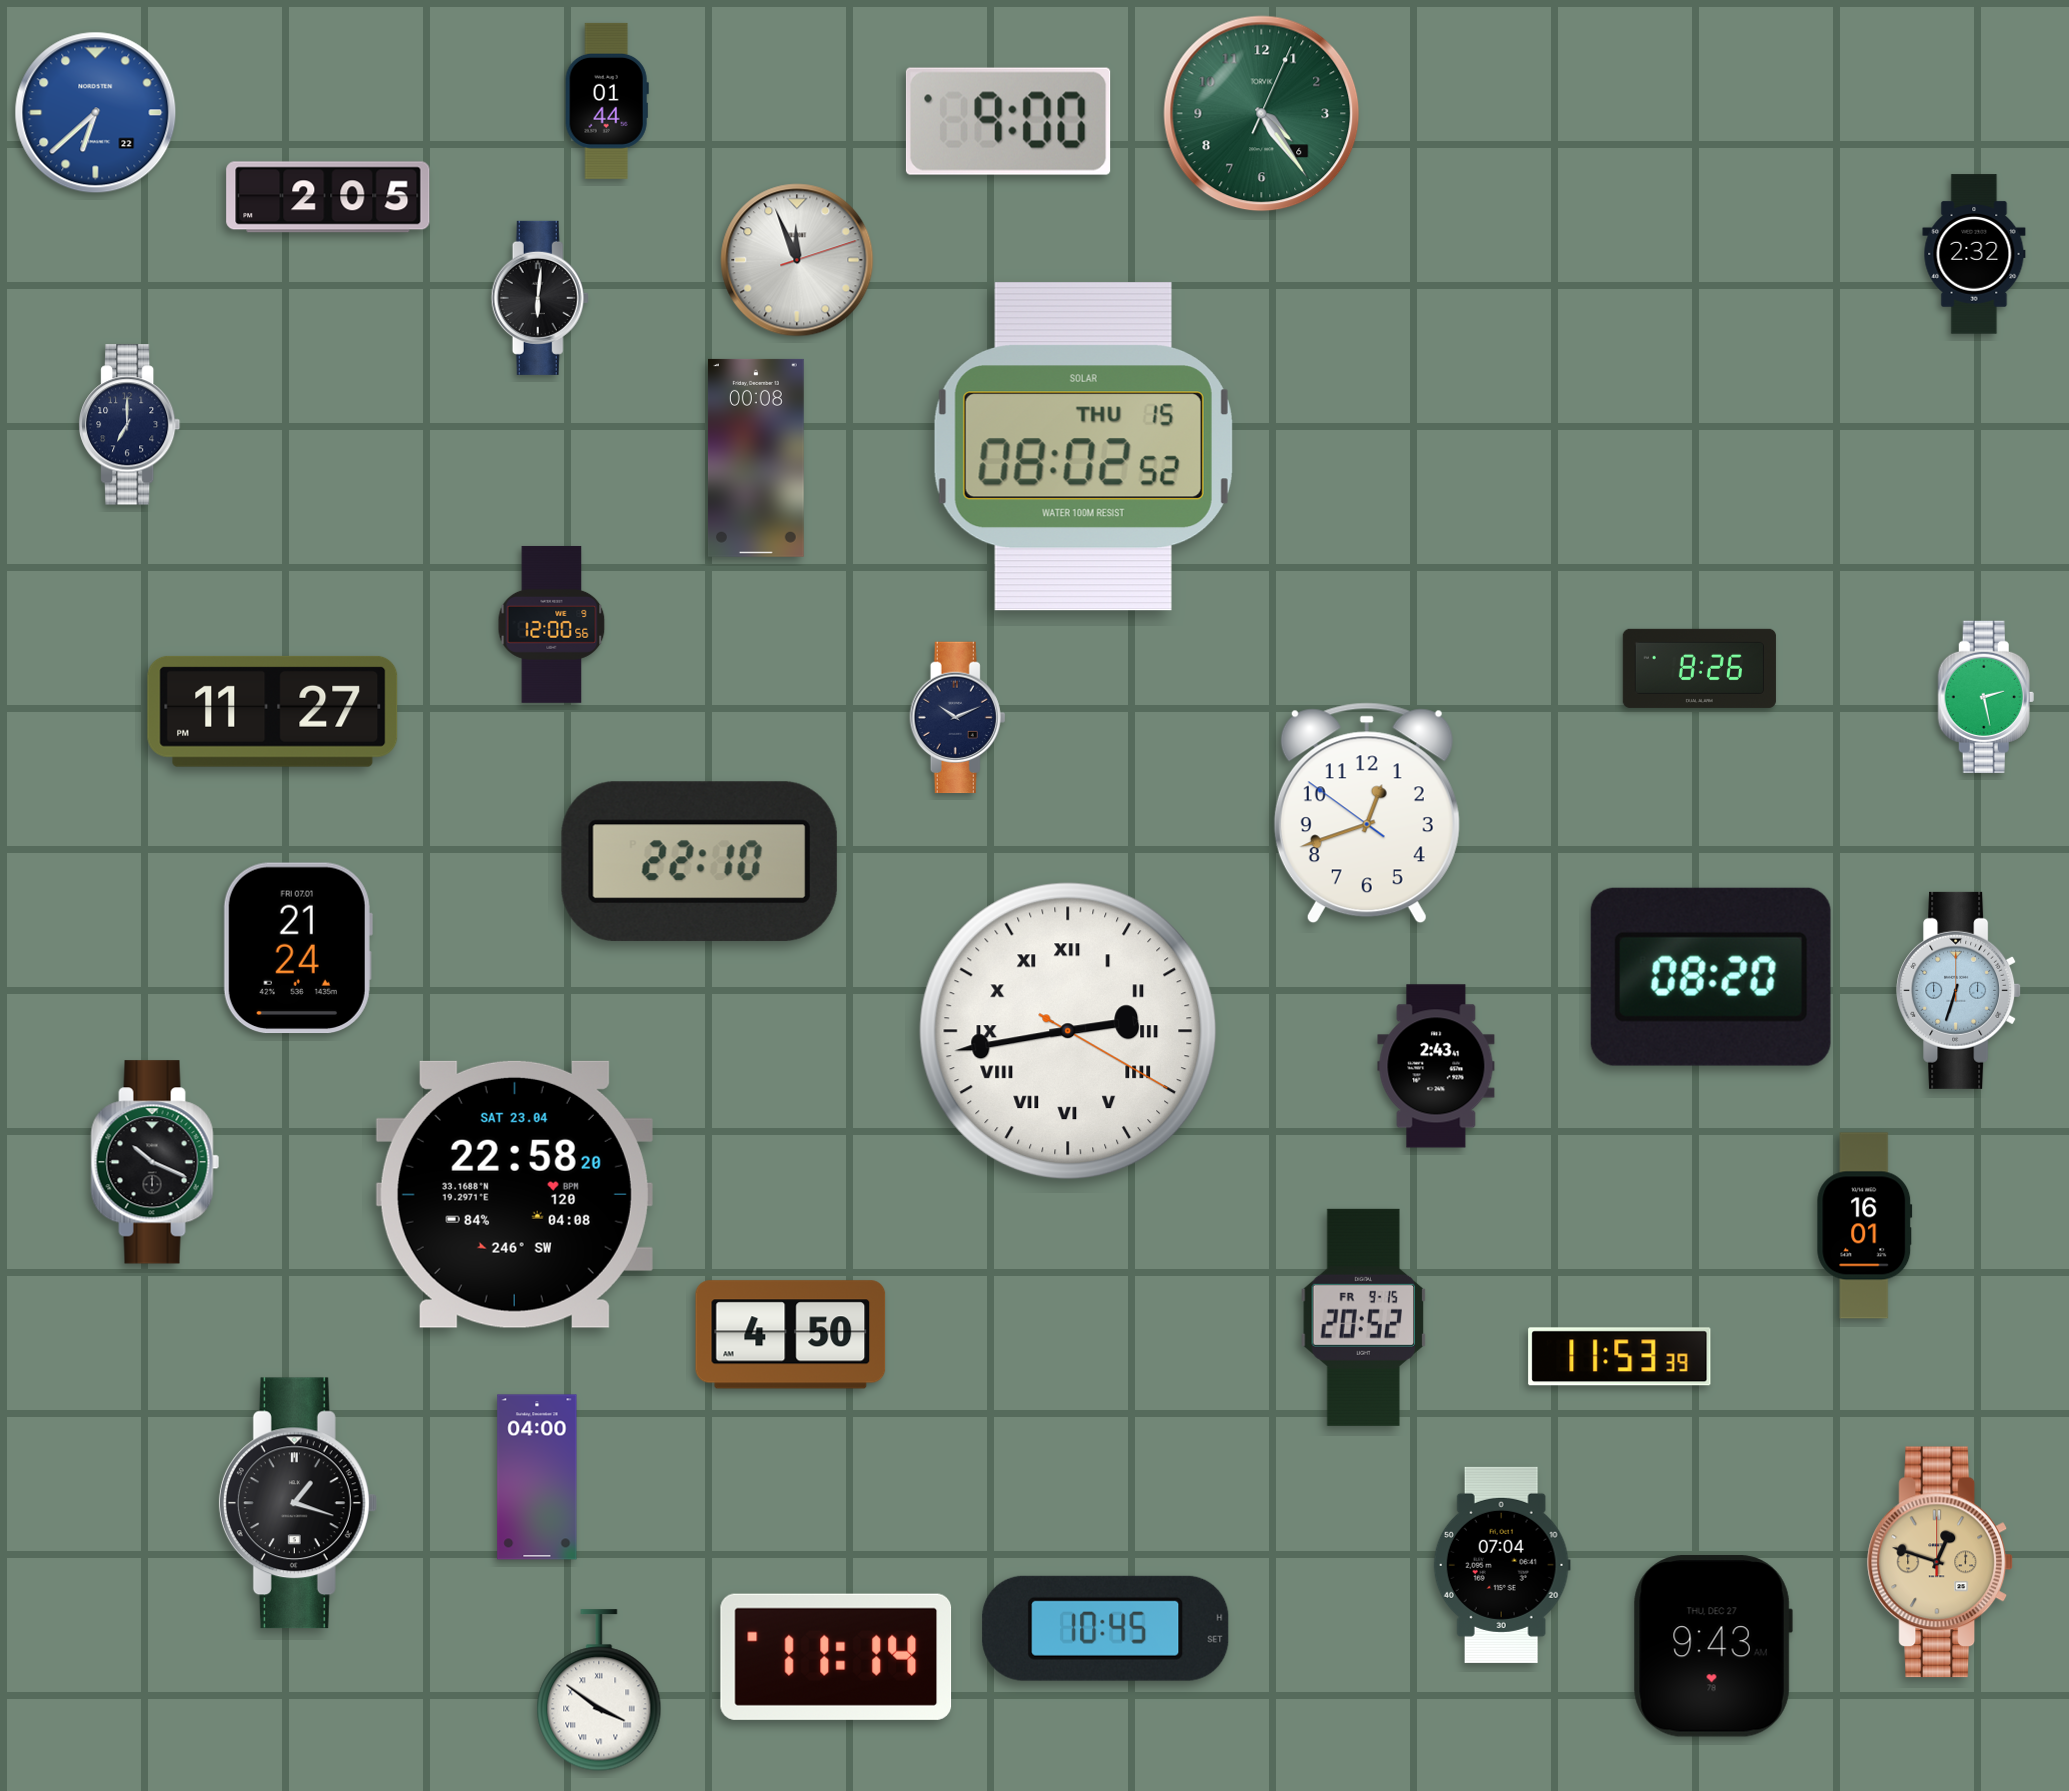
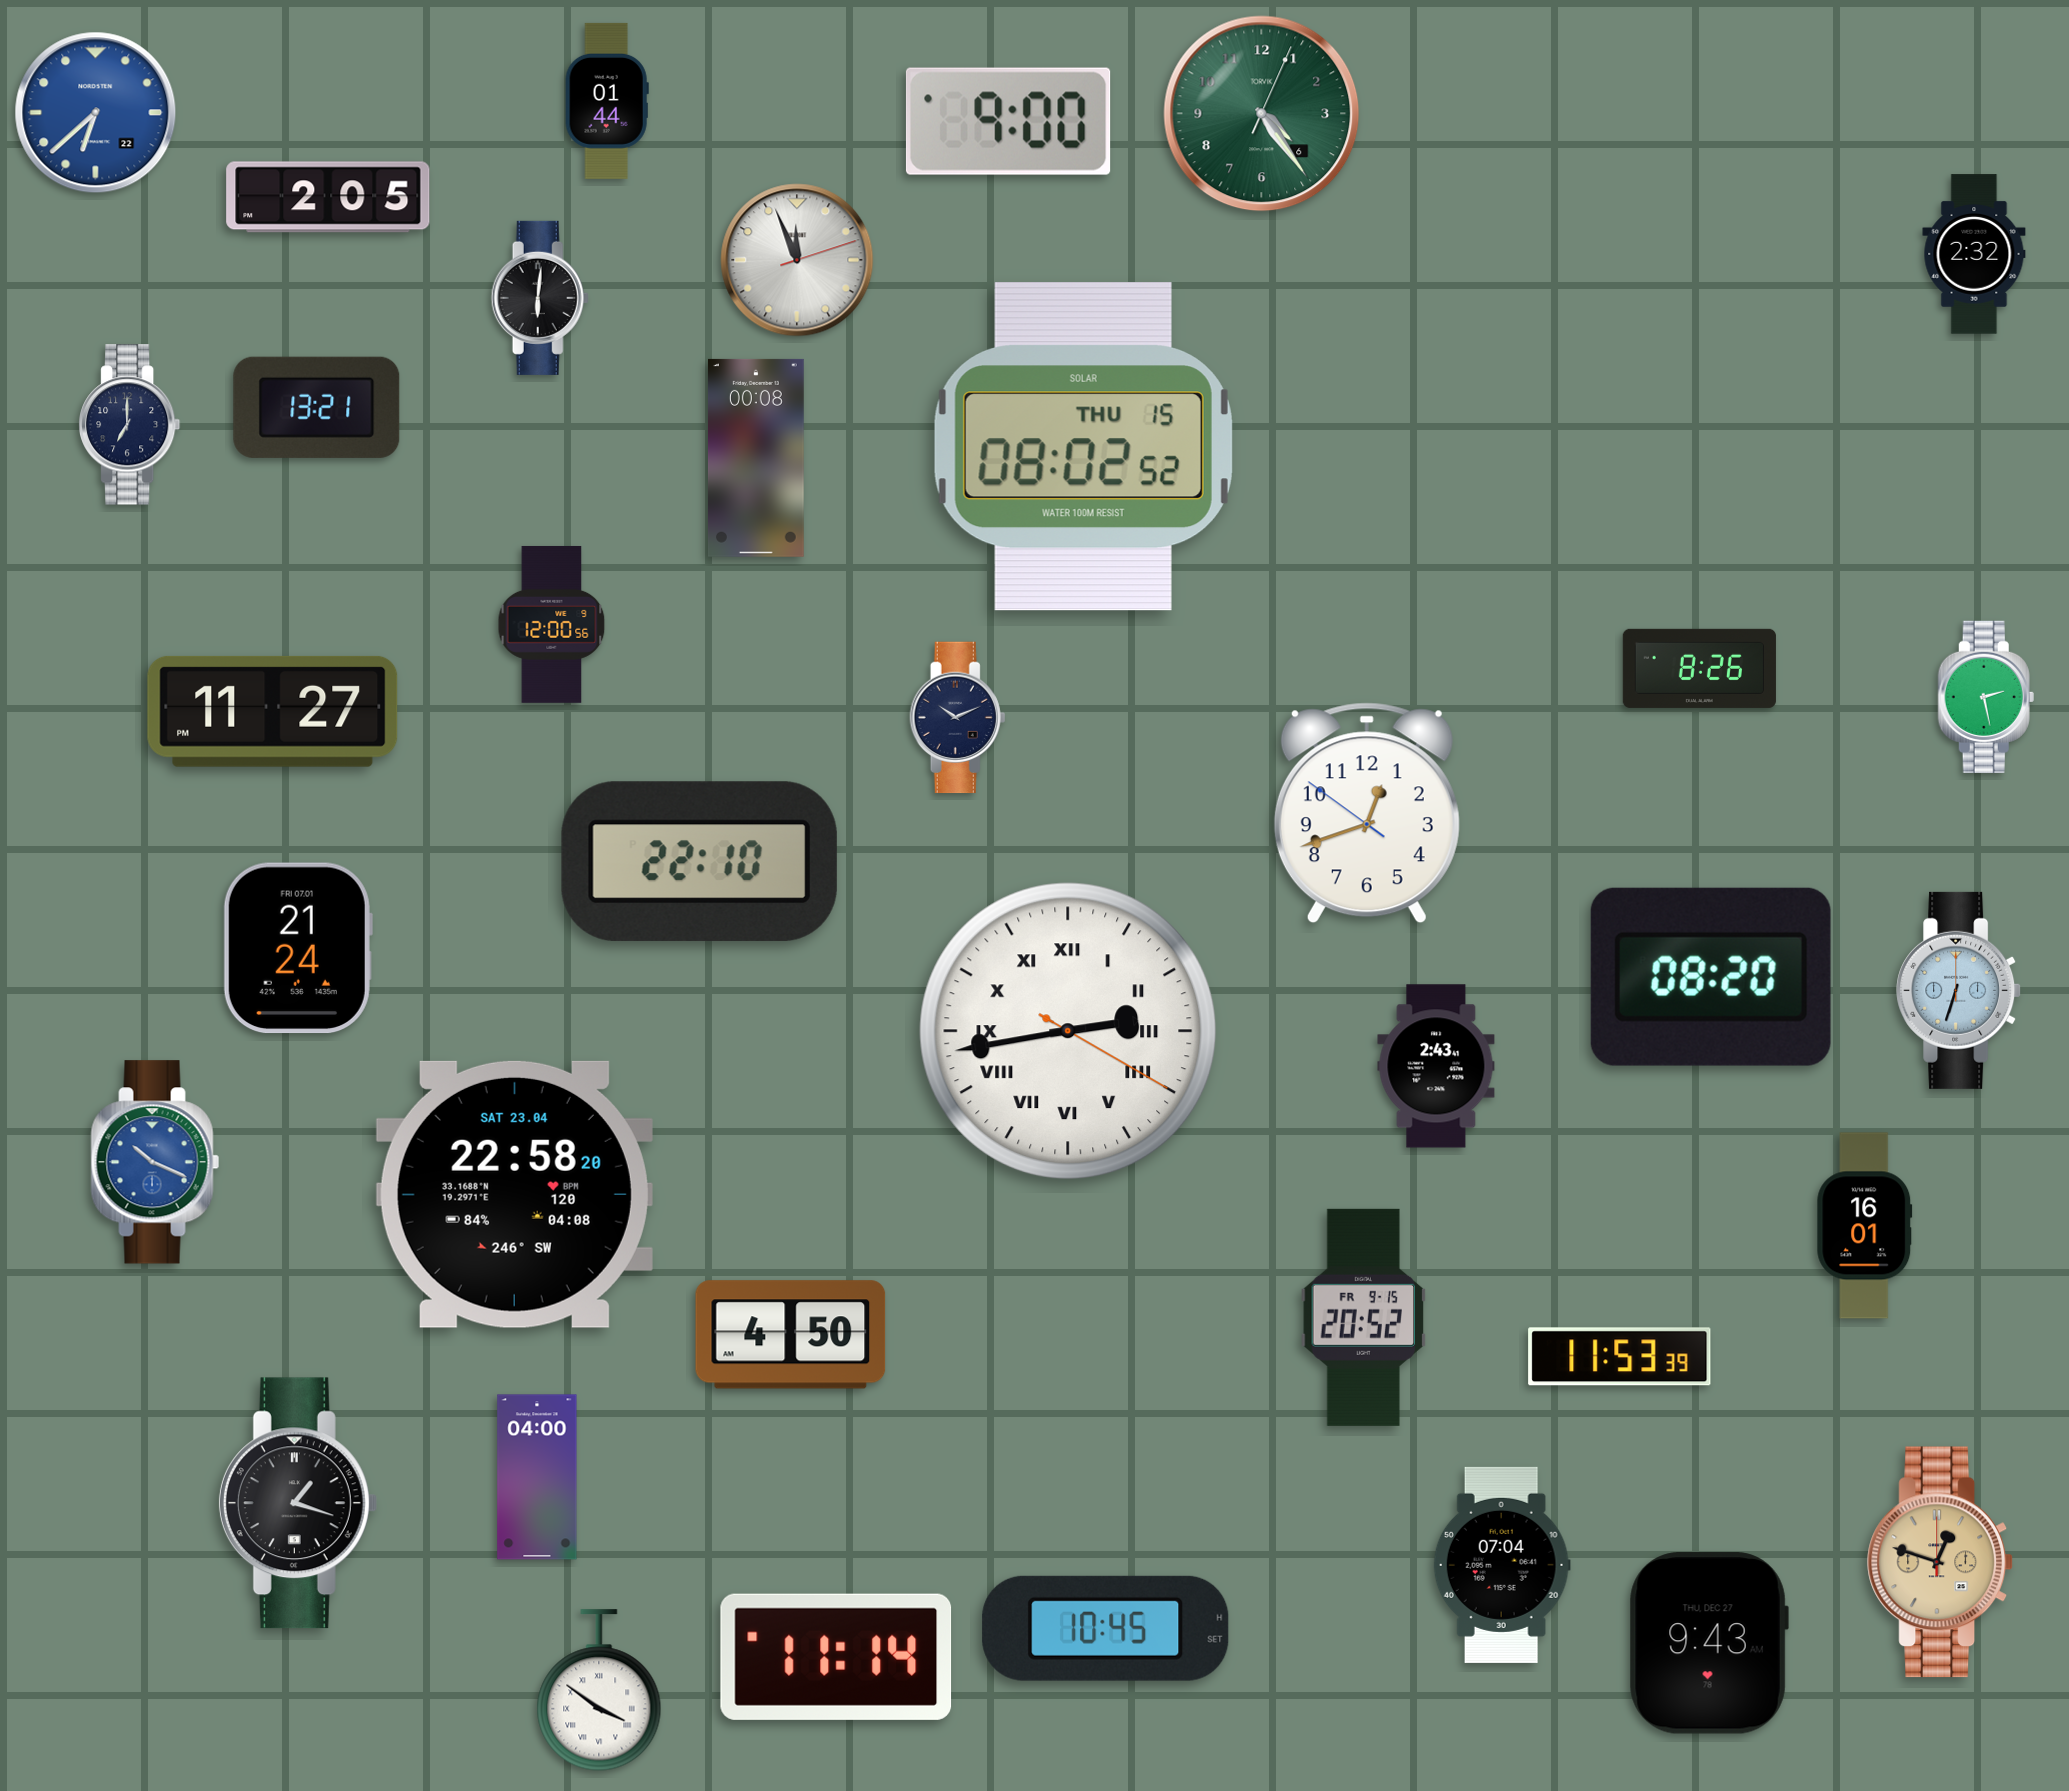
clock at (317, 407): none -> 13:21
clock at (155, 1162) dial: black -> blue
clock at (1713, 1646) position: (1713, 1646) -> (1709, 1643)
